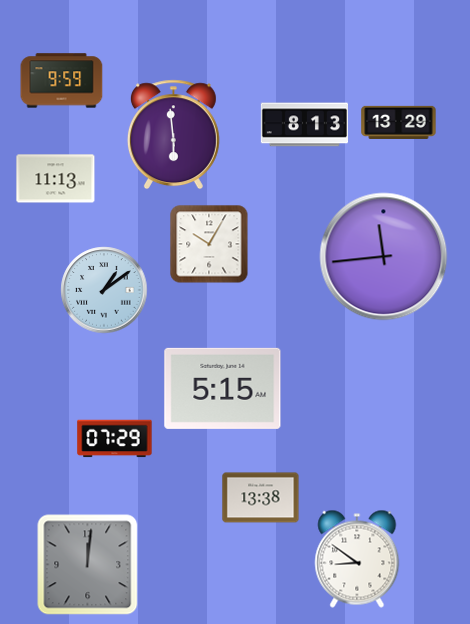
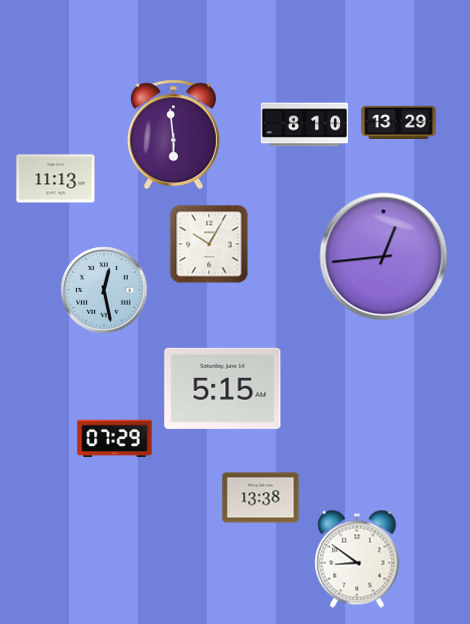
clock at (62, 81): 9:59 -> none
clock at (304, 125): 8:13 -> 8:10
clock at (384, 257): 11:44 -> 12:44
clock at (104, 290): 1:09 -> 12:28
clock at (88, 565): 12:01 -> none
